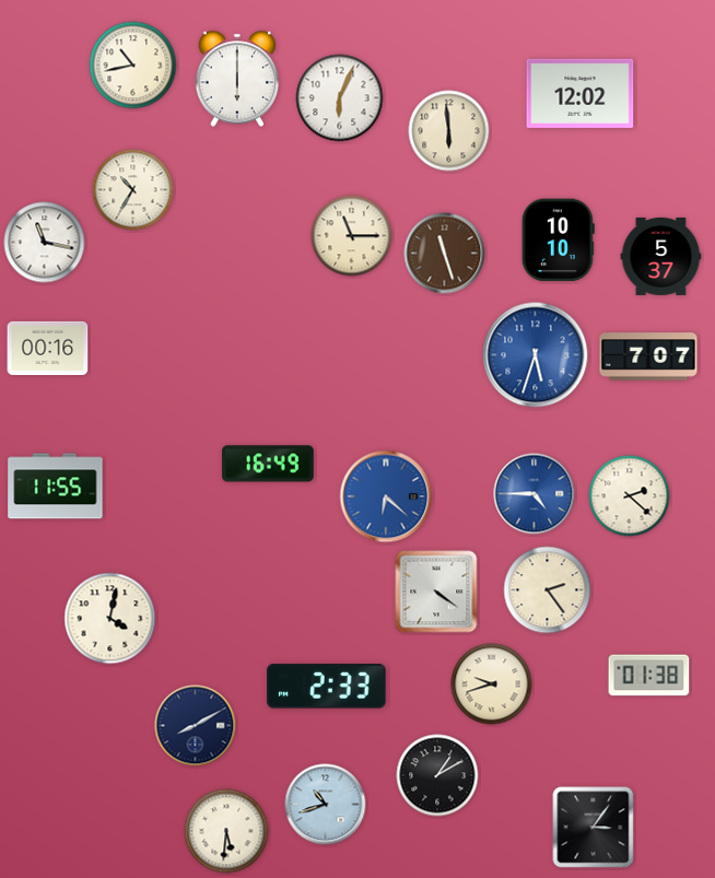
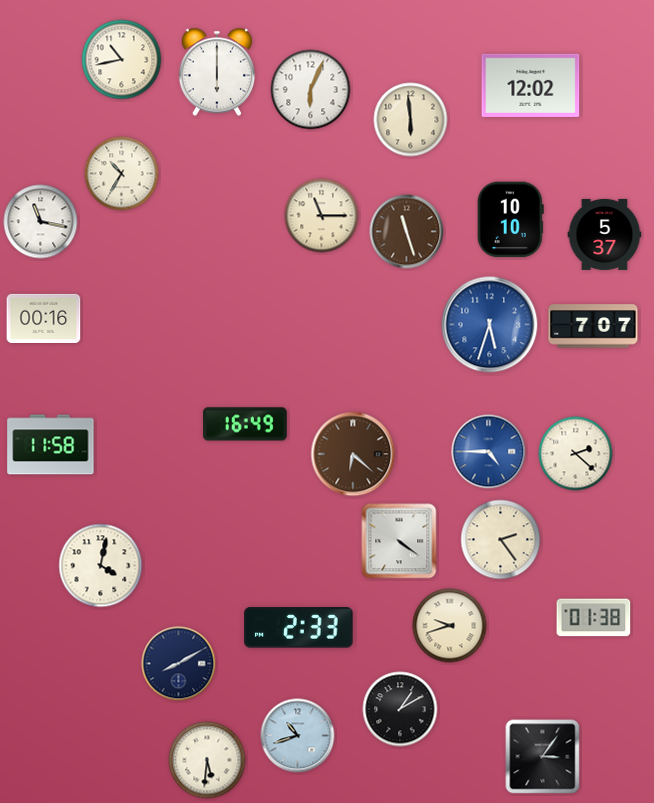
clock at (56, 487): 11:55 -> 11:58
clock at (386, 496) dial: blue -> brown
